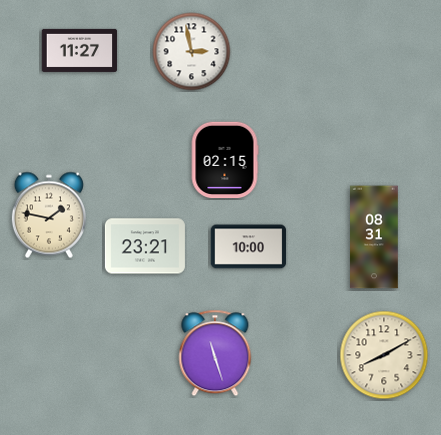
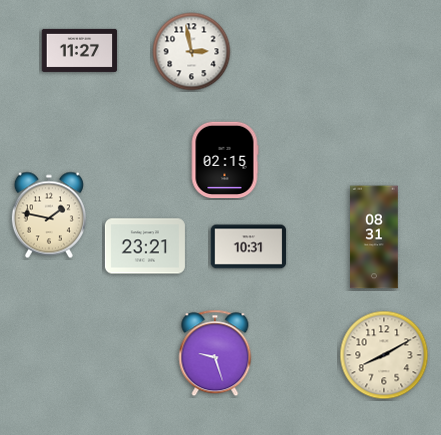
clock at (249, 247): 10:00 -> 10:31
clock at (215, 353): 11:27 -> 9:27
